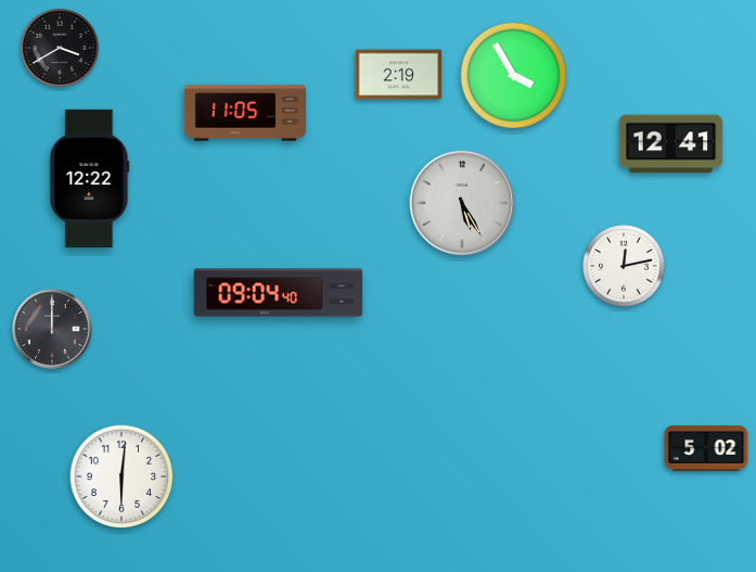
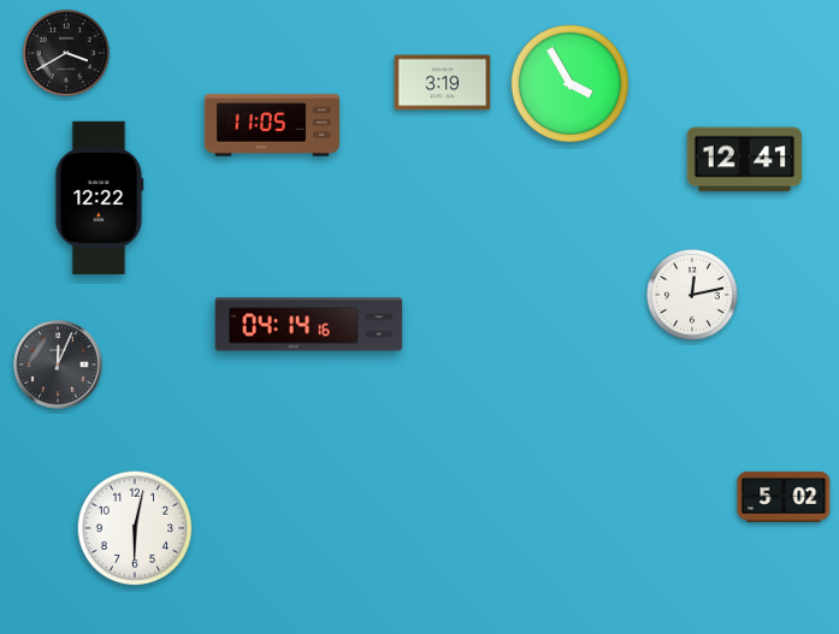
clock at (399, 75): 2:19 -> 3:19
clock at (462, 203): 5:25 -> none
clock at (279, 293): 09:04 -> 04:14
clock at (52, 329): 12:00 -> 12:04
clock at (121, 476): 6:01 -> 6:02
